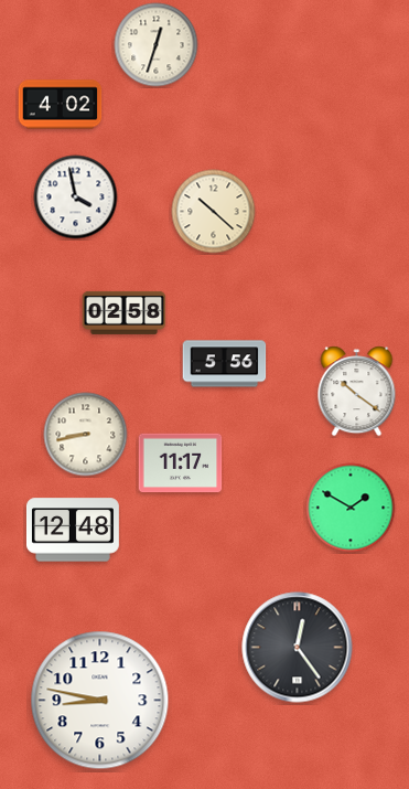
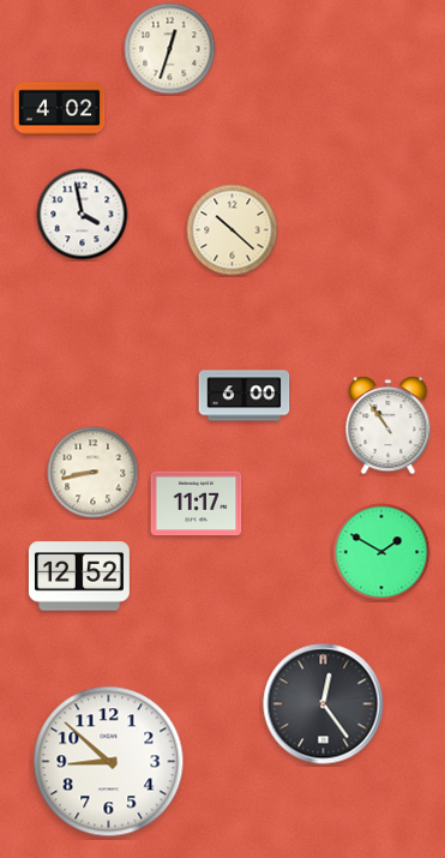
clock at (61, 105) position: (61, 105) -> (60, 109)
clock at (125, 312): 02:58 -> none
clock at (225, 364): 5:56 -> 6:00
clock at (357, 392): 10:21 -> 10:54
clock at (73, 530): 12:48 -> 12:52
clock at (100, 701): 8:47 -> 8:52
